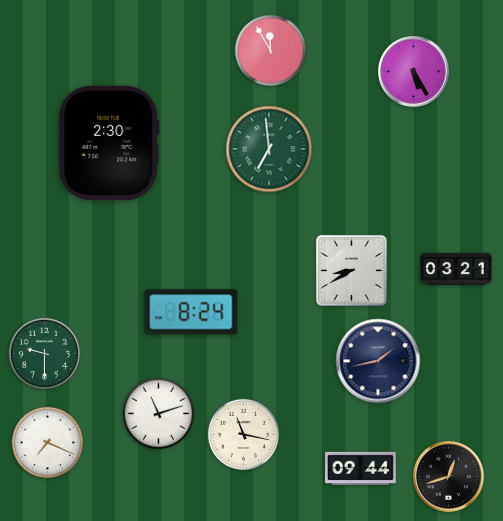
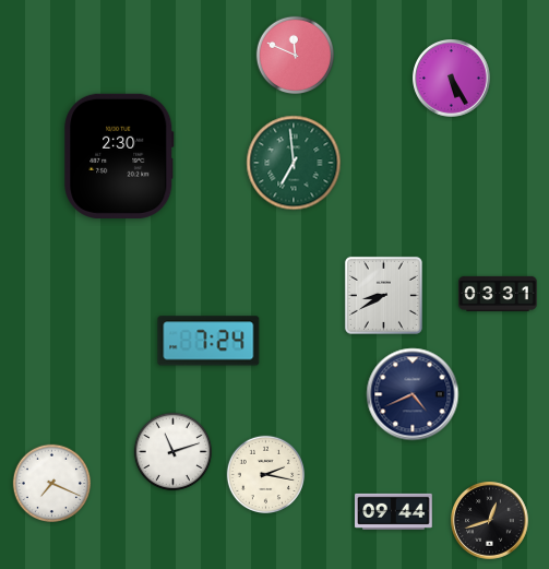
clock at (271, 51): 11:55 -> 11:49
clock at (456, 269): 03:21 -> 03:31
clock at (191, 312): 8:24 -> 7:24
clock at (45, 354): 9:30 -> none
clock at (378, 361): 1:43 -> 4:41
clock at (244, 435): 11:17 -> 2:17
